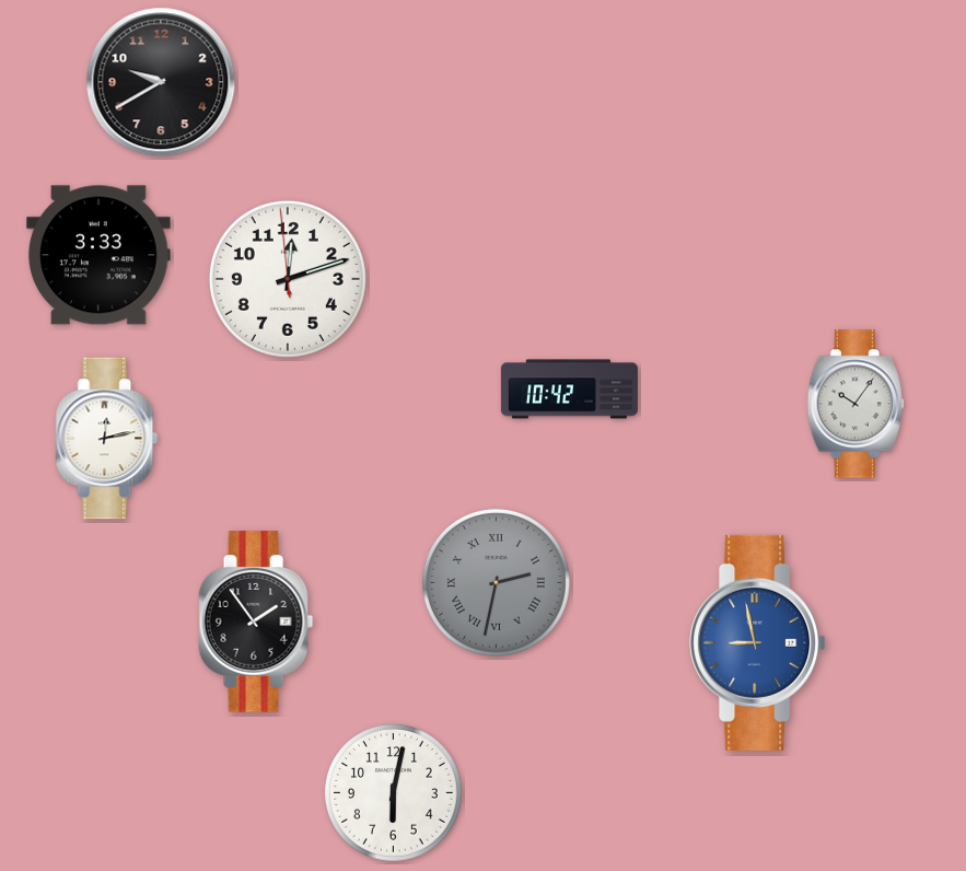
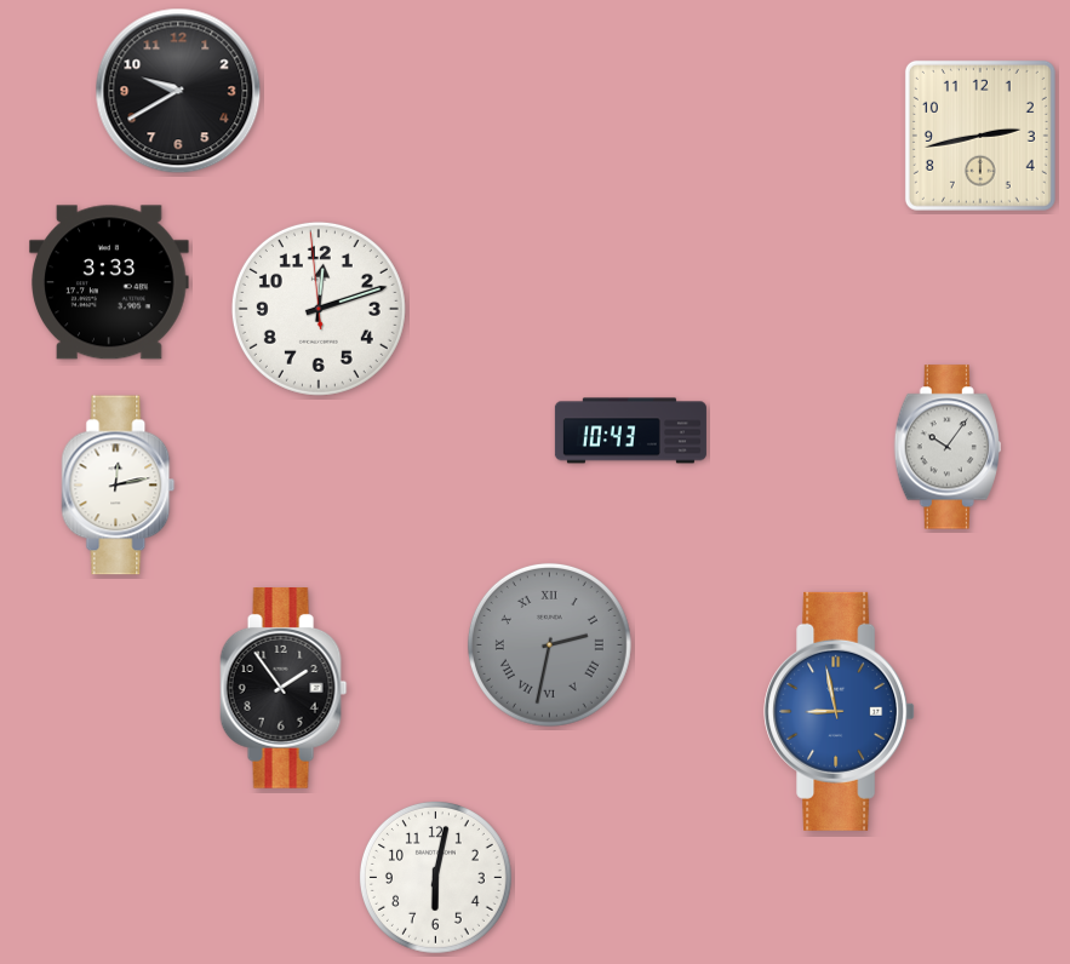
clock at (980, 136): none -> 2:43
clock at (569, 390): 10:42 -> 10:43
